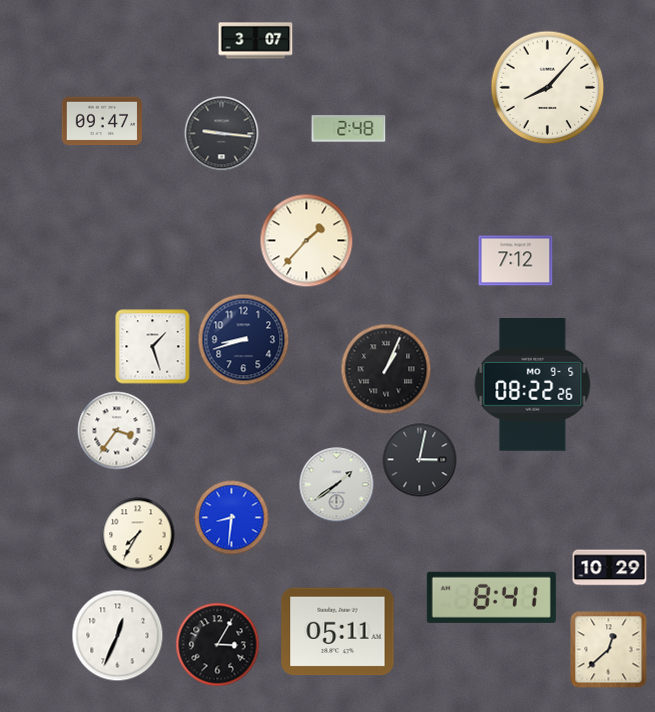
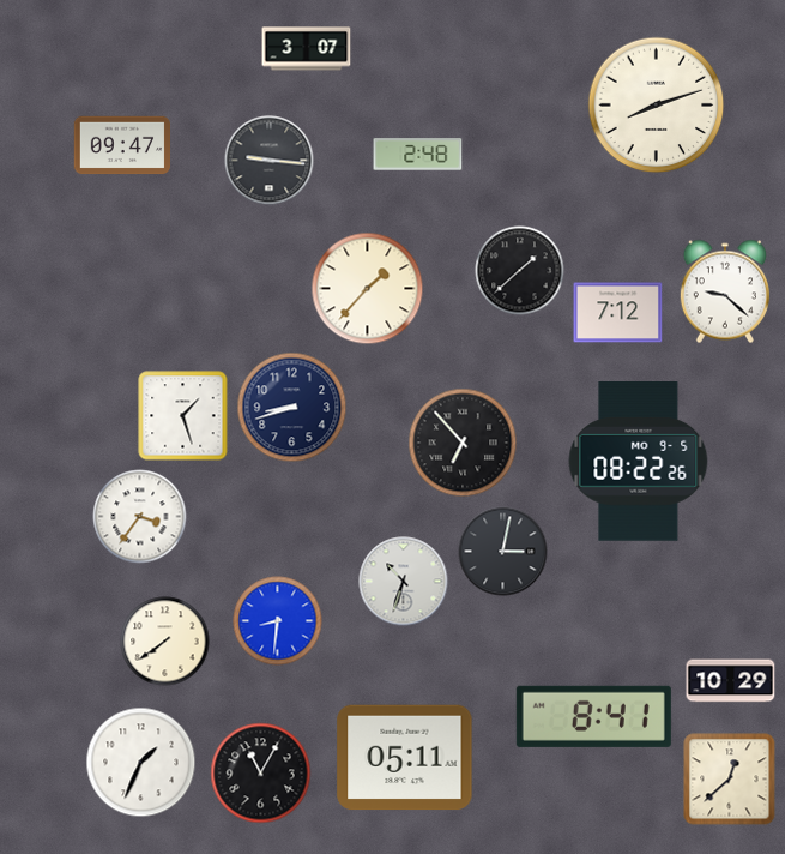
clock at (548, 88): 8:07 -> 8:12
clock at (222, 134) position: (222, 134) -> (270, 161)
clock at (520, 271): none -> 1:38
clock at (725, 291): none -> 9:22
clock at (386, 369): 1:04 -> 6:53
clock at (337, 485): 1:39 -> 10:33
clock at (138, 535): 7:35 -> 7:39
clock at (491, 597) position: (491, 597) -> (593, 716)
clock at (118, 636): 12:34 -> 1:34
clock at (218, 645): 3:05 -> 11:05
